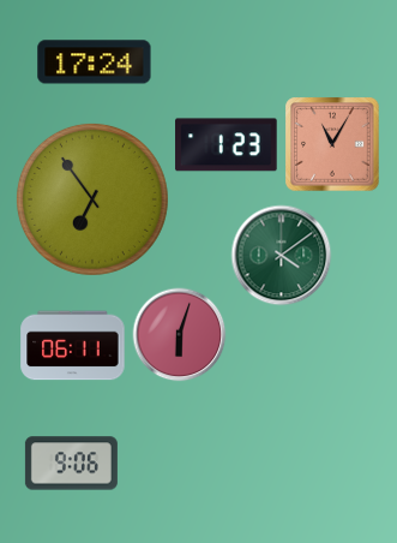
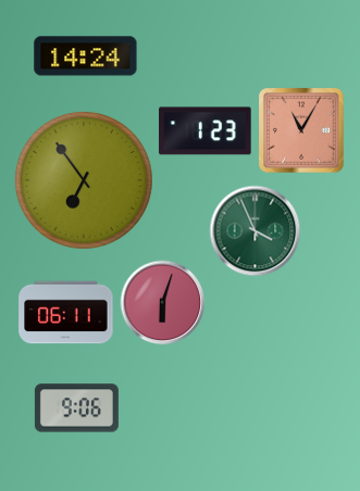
clock at (95, 62): 17:24 -> 14:24
clock at (281, 255): 4:09 -> 3:56
clock at (71, 464) position: (71, 464) -> (76, 408)
